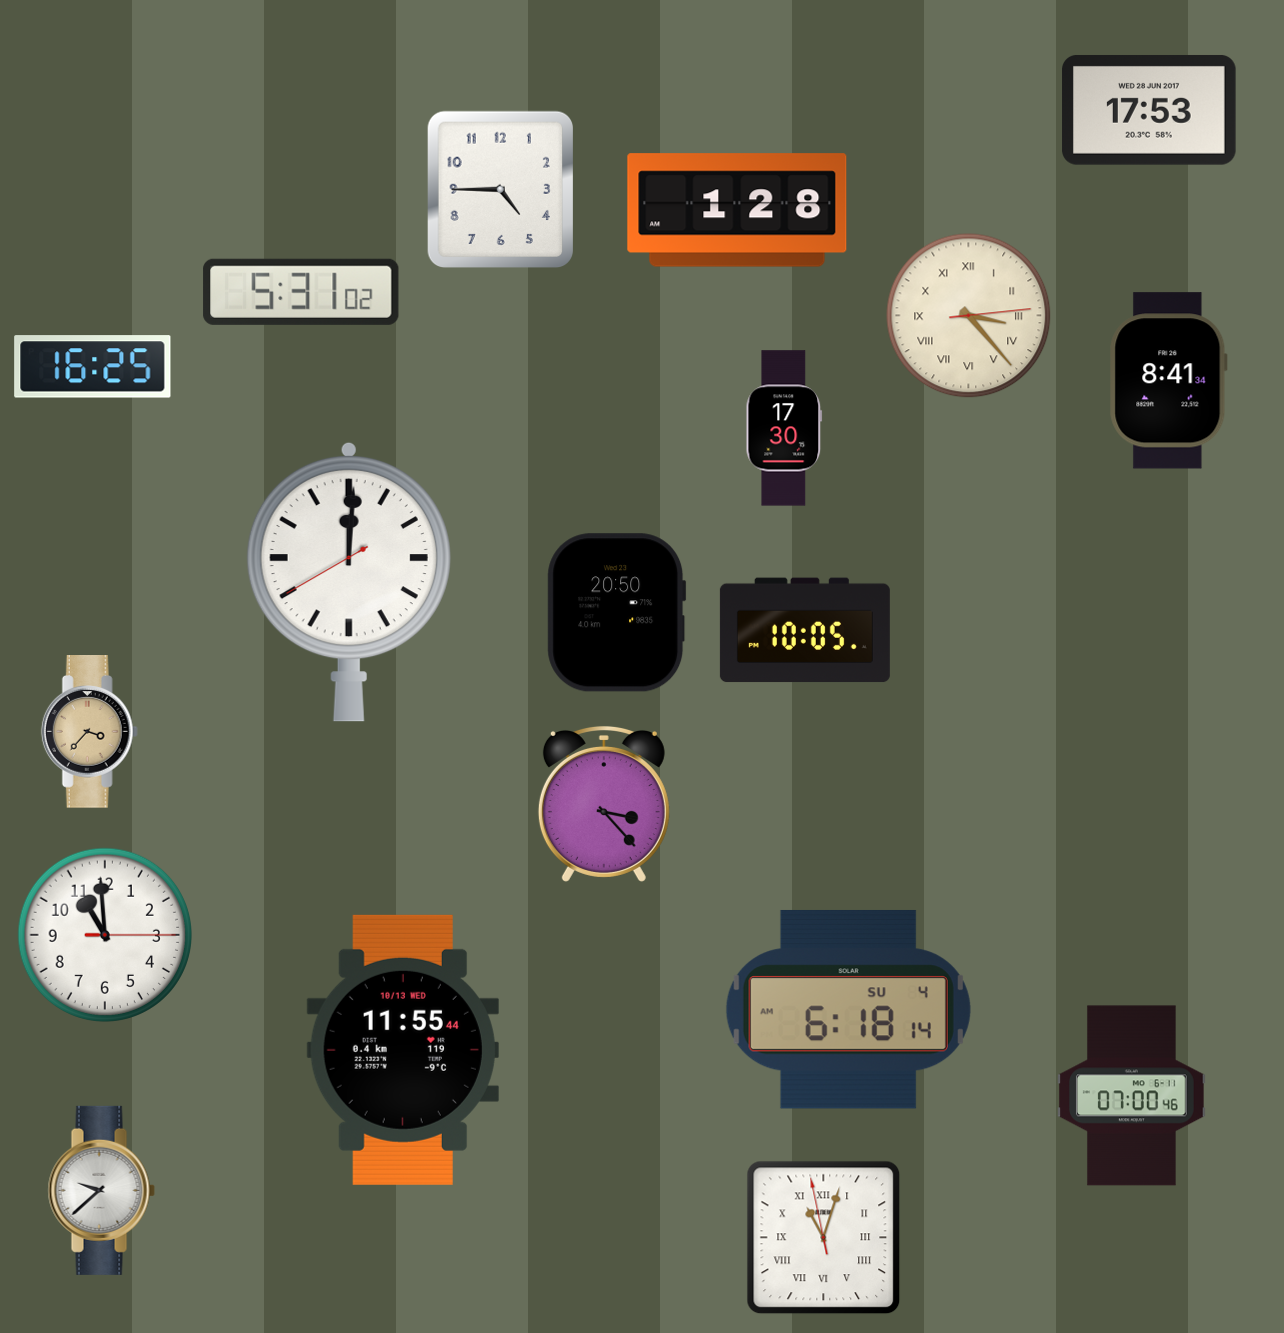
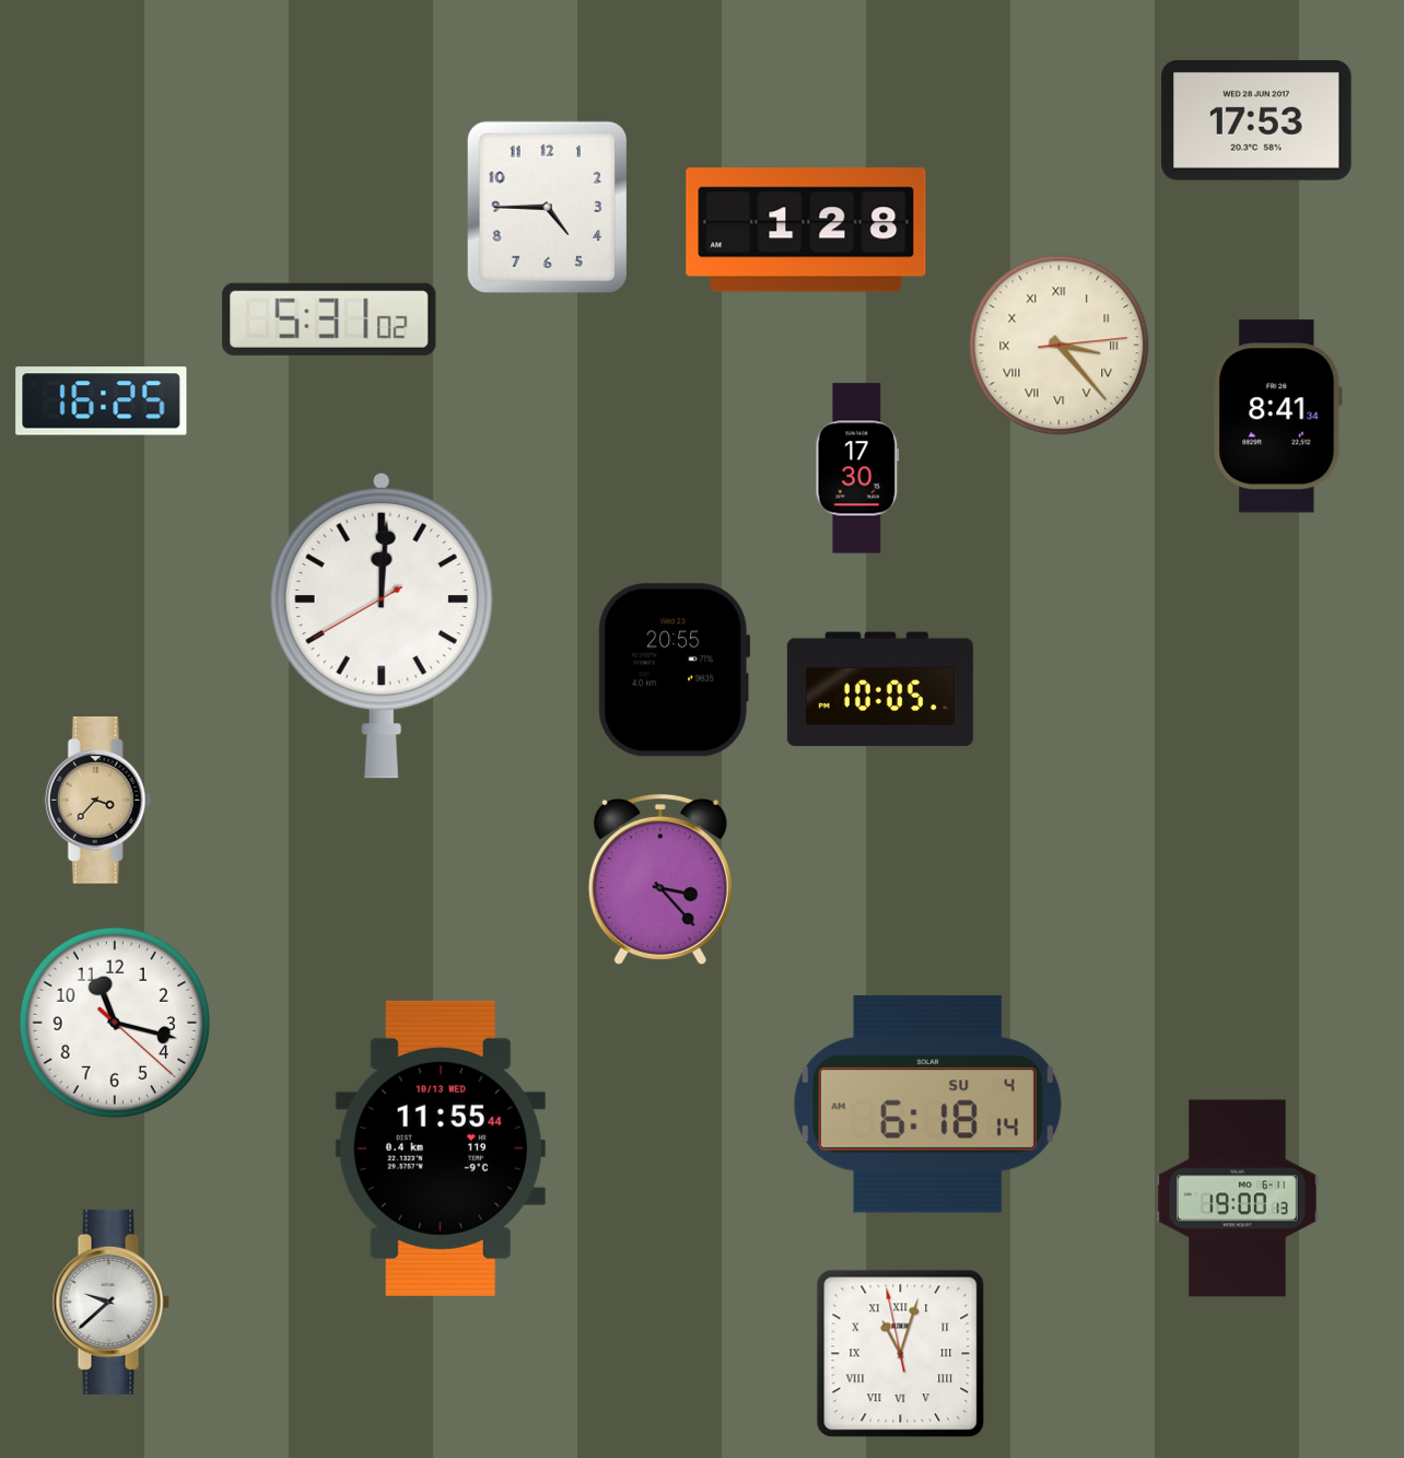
clock at (349, 582) position: (349, 582) -> (382, 626)
clock at (617, 613): 20:50 -> 20:55
clock at (104, 934): 10:59 -> 11:17
clock at (1132, 1096): 07:00 -> 19:00
